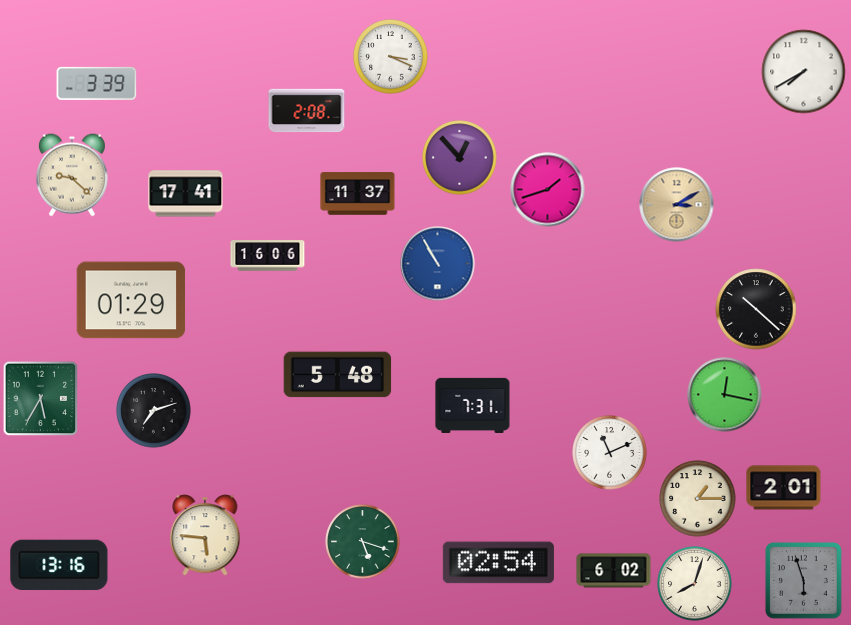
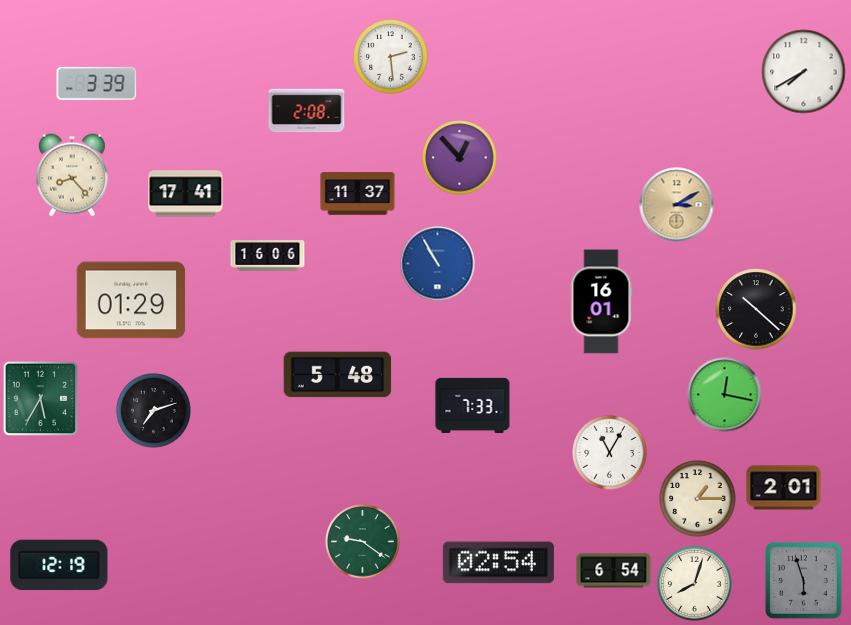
clock at (391, 57): 3:19 -> 2:29
clock at (72, 175): 9:22 -> 8:23
clock at (548, 190): 1:42 -> none
clock at (601, 302): none -> 16:01
clock at (473, 405): 7:31 -> 7:33
clock at (610, 453): 11:11 -> 11:05
clock at (205, 535): 5:46 -> none
clock at (363, 542): 5:18 -> 9:21
clock at (59, 565): 13:16 -> 12:19
clock at (614, 571): 6:02 -> 6:54
